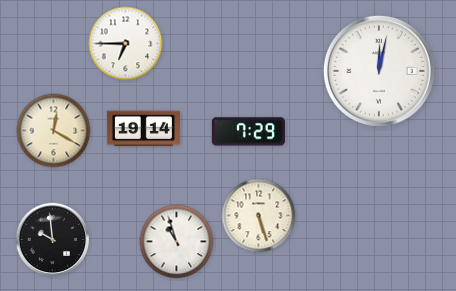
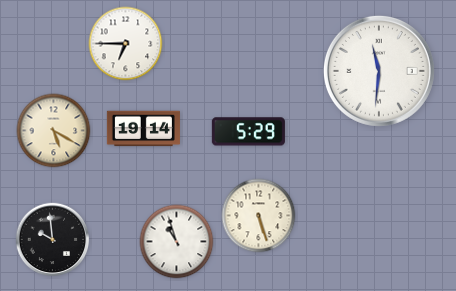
clock at (379, 71): 12:02 -> 11:31
clock at (54, 131): 12:20 -> 5:20
clock at (248, 132): 7:29 -> 5:29
